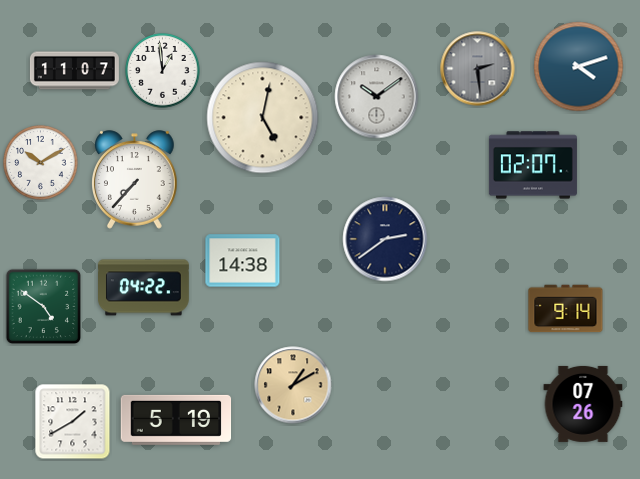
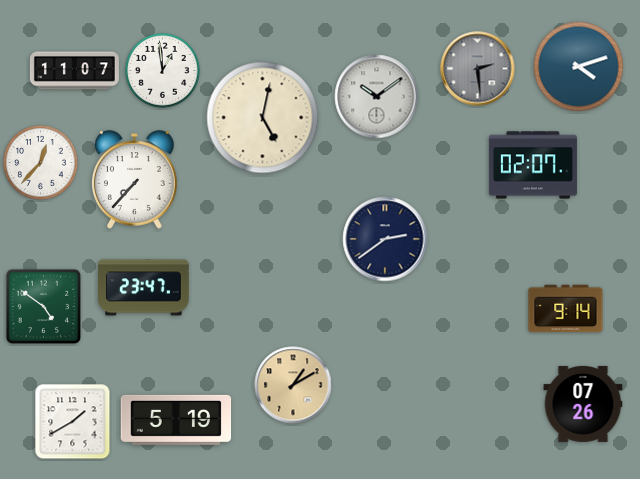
clock at (41, 163): 10:10 -> 12:37
clock at (243, 261): 14:38 -> none
clock at (144, 288): 04:22 -> 23:47
